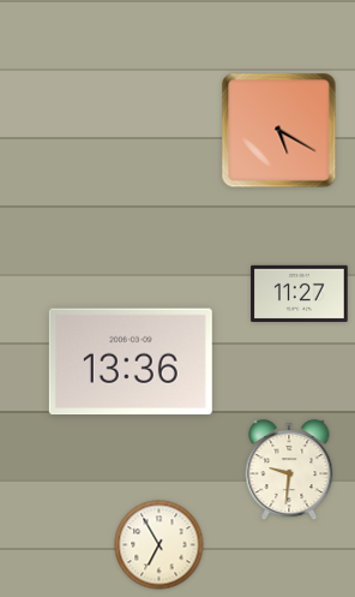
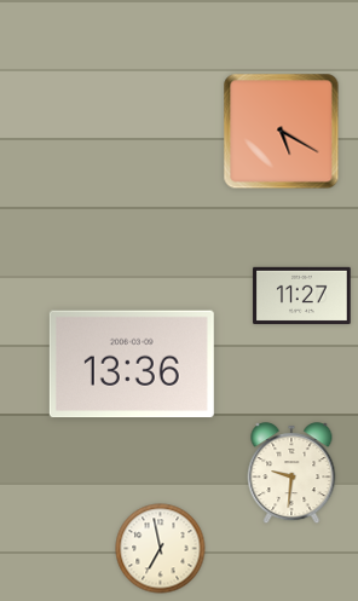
clock at (160, 545): 6:55 -> 6:58
